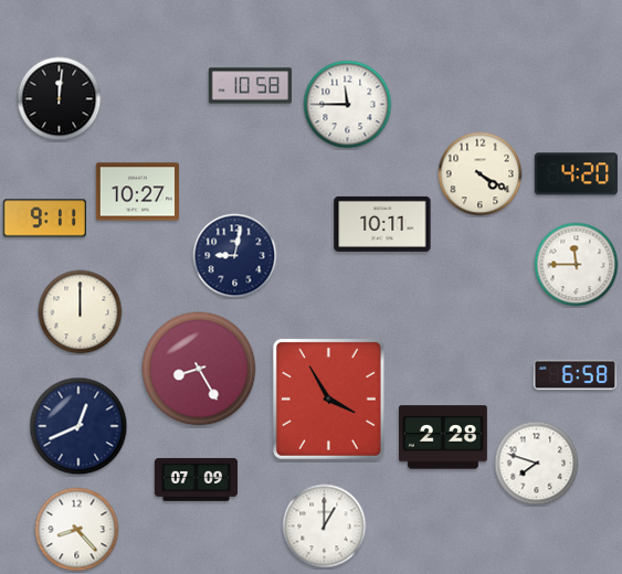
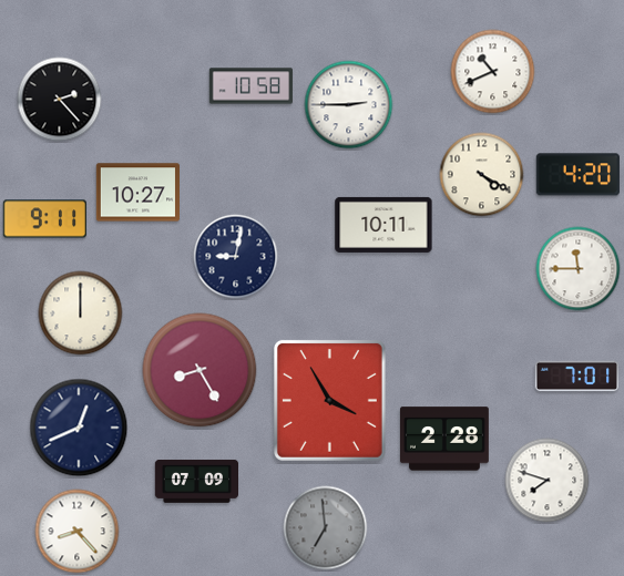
clock at (493, 72): none -> 10:41
clock at (60, 99): 12:01 -> 2:23
clock at (348, 105): 11:45 -> 2:45
clock at (577, 265) position: (577, 265) -> (579, 269)
clock at (574, 375): 6:58 -> 7:01
clock at (537, 464) position: (537, 464) -> (548, 481)
clock at (325, 527): 1:00 -> 6:59
clock at (325, 527) dial: white -> grey
